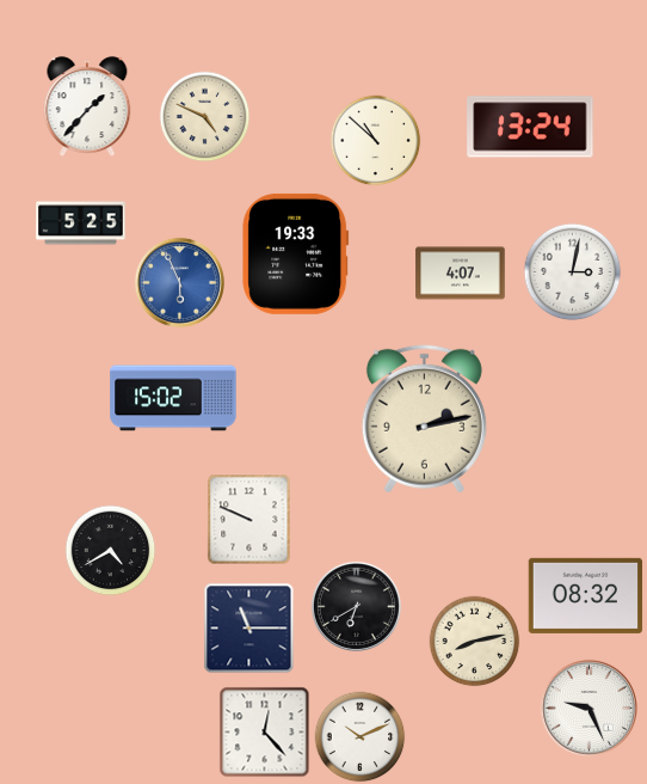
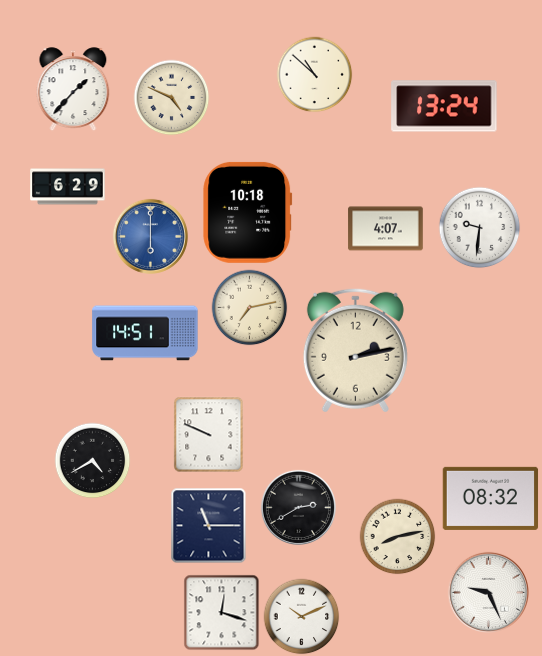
clock at (376, 141) position: (376, 141) -> (315, 75)
clock at (81, 223): 5:25 -> 6:29
clock at (296, 253): 19:33 -> 10:18
clock at (573, 272): 3:02 -> 9:31
clock at (179, 282): 5:56 -> 6:00
clock at (250, 308): none -> 7:13
clock at (173, 398): 15:02 -> 14:51
clock at (356, 606): 6:40 -> 2:40
clock at (589, 708) position: (589, 708) -> (488, 592)
clock at (265, 733): 12:23 -> 12:18
